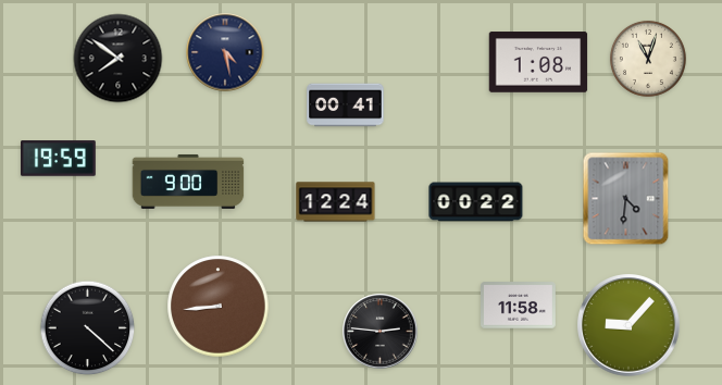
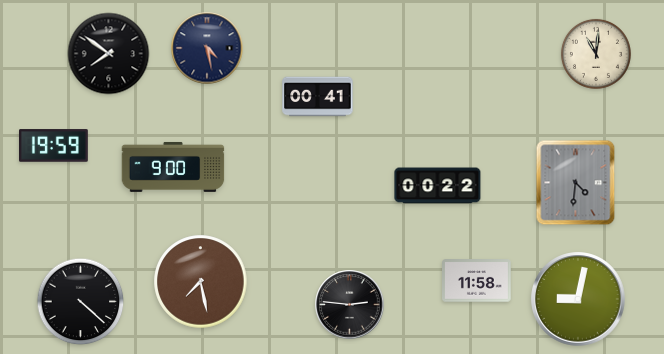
clock at (648, 59): 11:03 -> 11:01
clock at (538, 62): 1:08 -> none
clock at (336, 202): 12:24 -> none
clock at (219, 307): 8:44 -> 7:28
clock at (628, 325): 9:07 -> 9:02
